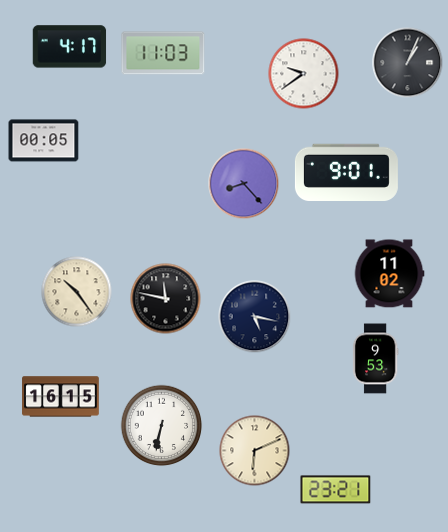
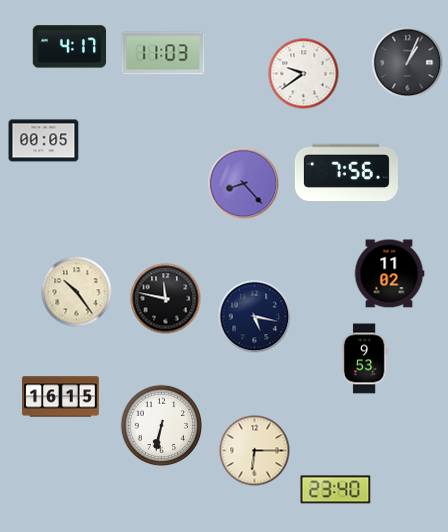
clock at (346, 173): 9:01 -> 7:56
clock at (375, 359) position: (375, 359) -> (364, 359)
clock at (255, 451): 6:11 -> 6:15
clock at (336, 490): 23:21 -> 23:40
